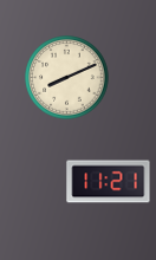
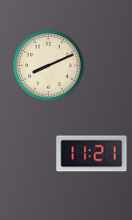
clock at (67, 78) position: (67, 78) -> (49, 66)
